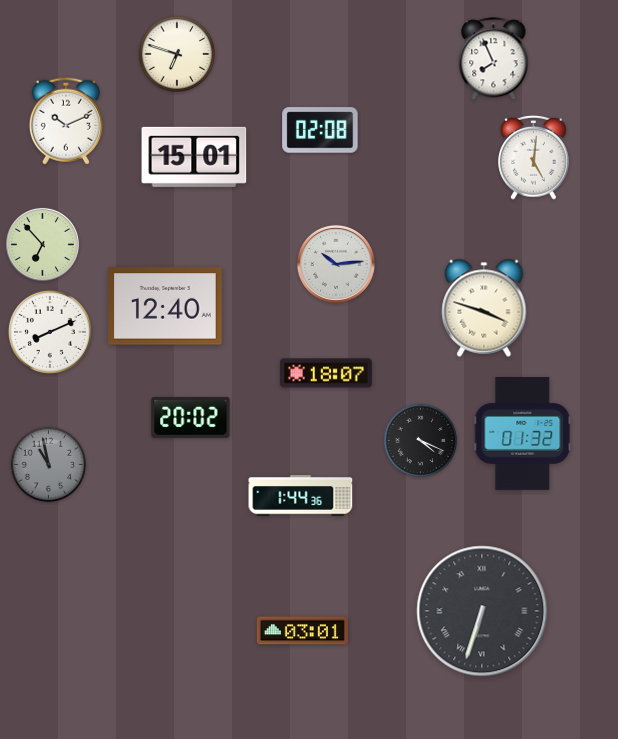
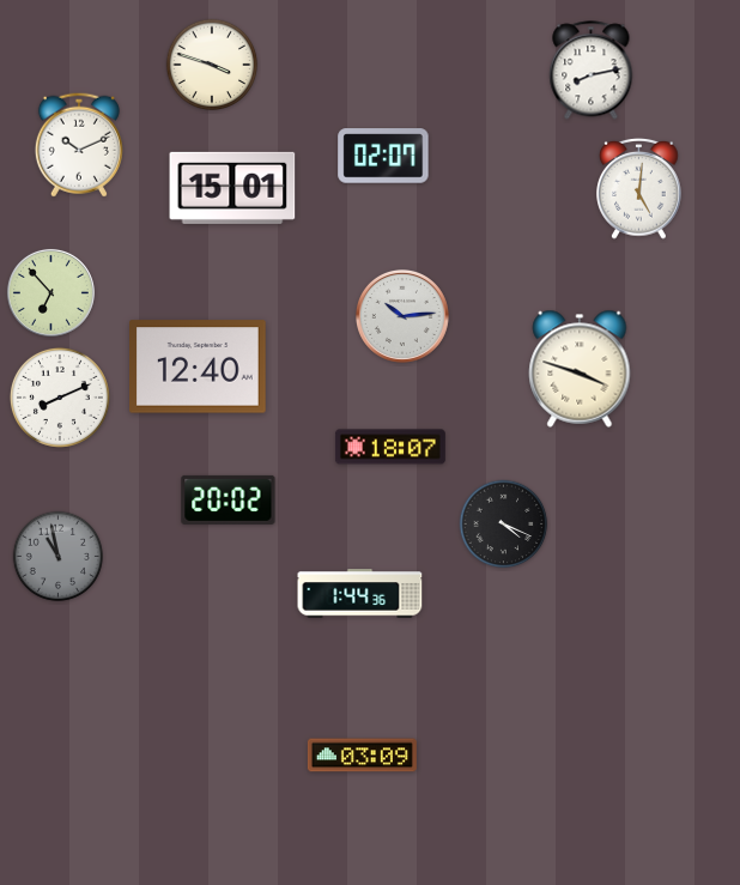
clock at (177, 54): 6:48 -> 3:48
clock at (494, 59): 7:56 -> 8:13
clock at (320, 130): 02:08 -> 02:07
clock at (523, 434): 01:32 -> none
clock at (421, 441) position: (421, 441) -> (504, 525)
clock at (482, 611): 6:33 -> none
clock at (302, 631): 03:01 -> 03:09
